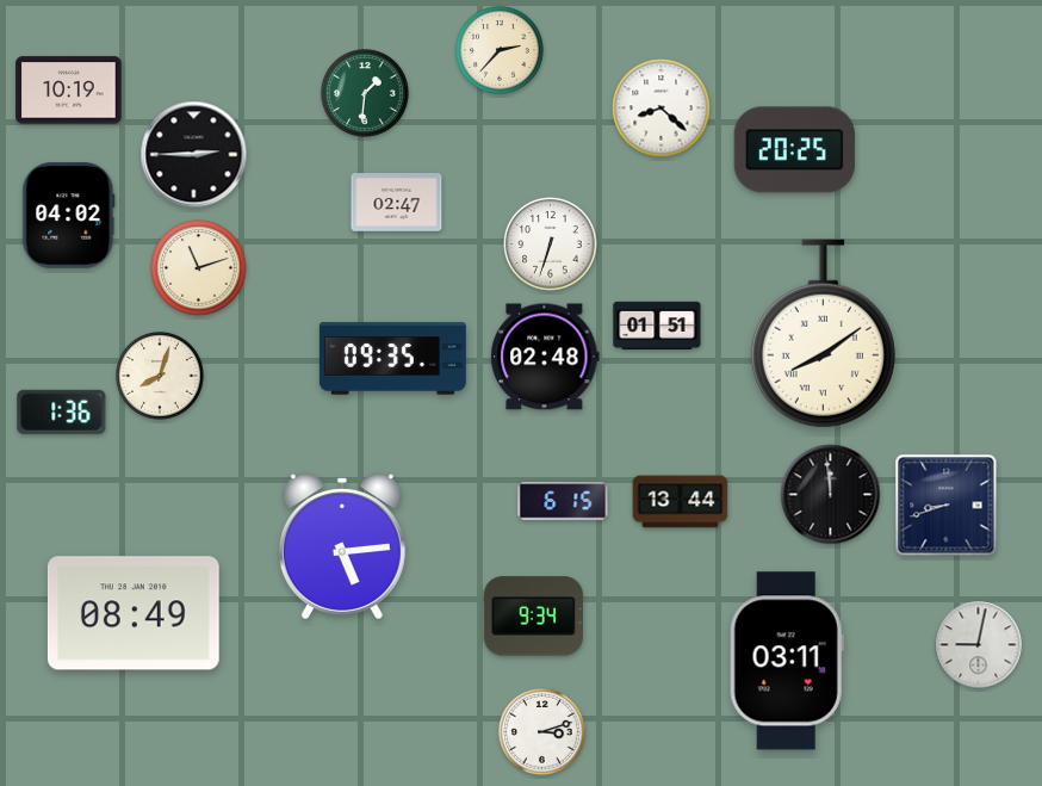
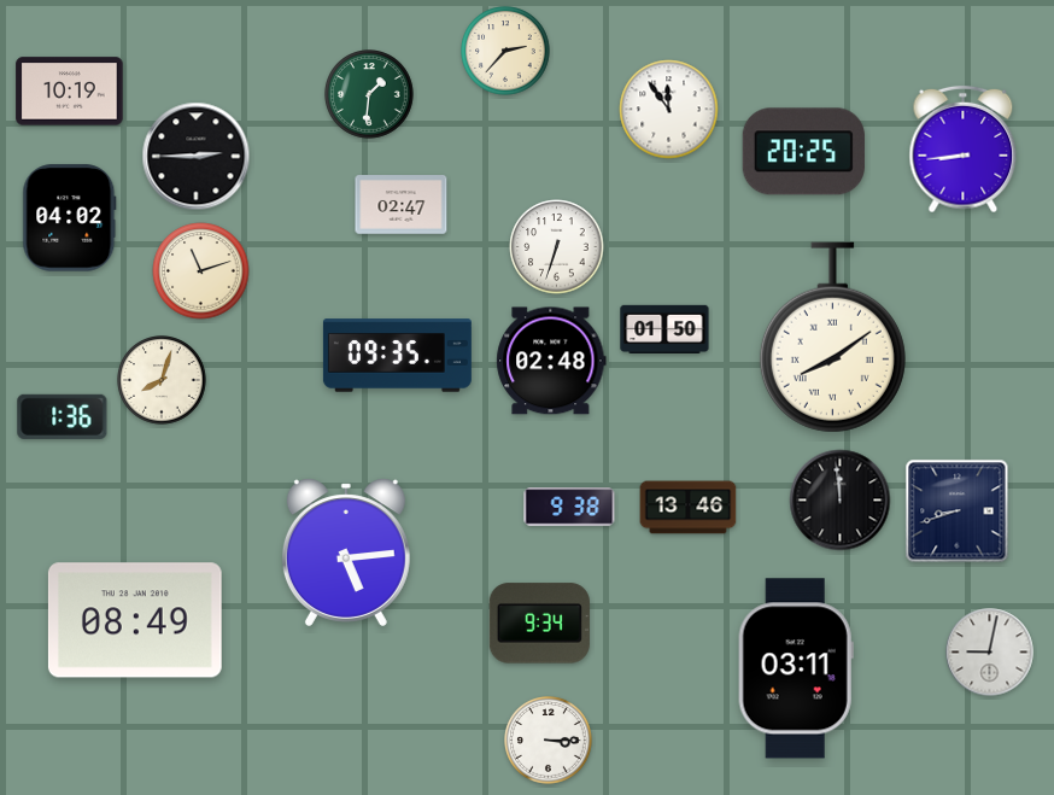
clock at (662, 109): 8:22 -> 11:54
clock at (964, 150): none -> 8:44
clock at (657, 324): 01:51 -> 01:50
clock at (392, 359) position: (392, 359) -> (397, 356)
clock at (563, 501): 6:15 -> 9:38
clock at (681, 502): 13:44 -> 13:46
clock at (542, 732): 3:12 -> 3:15
